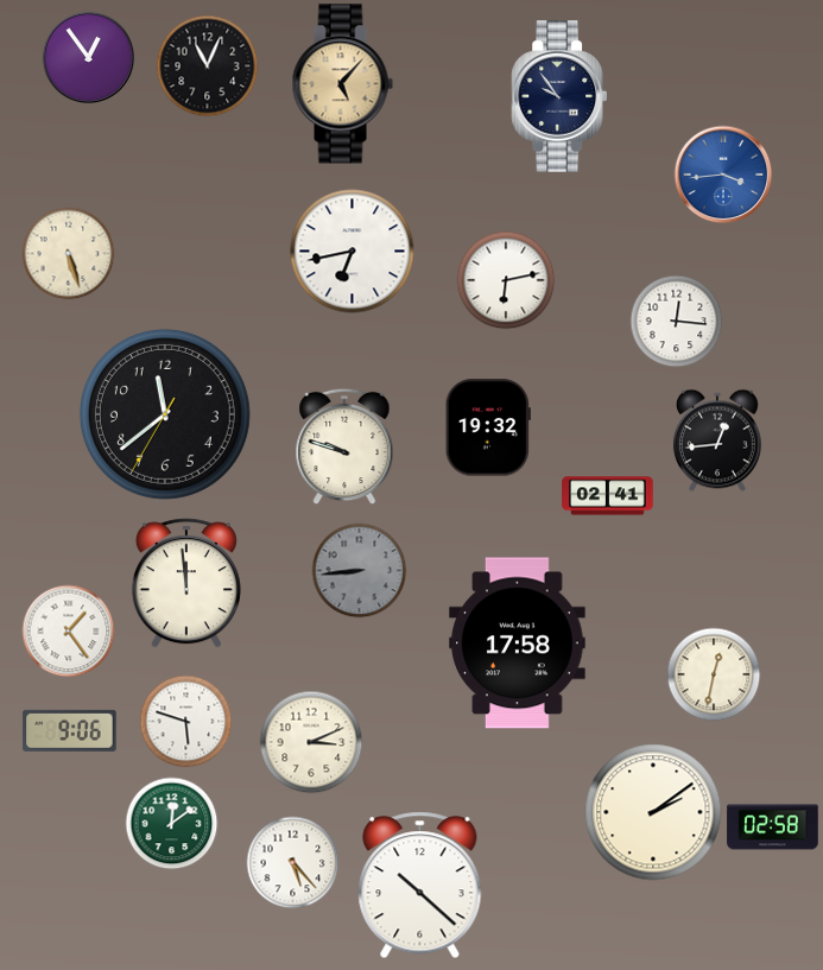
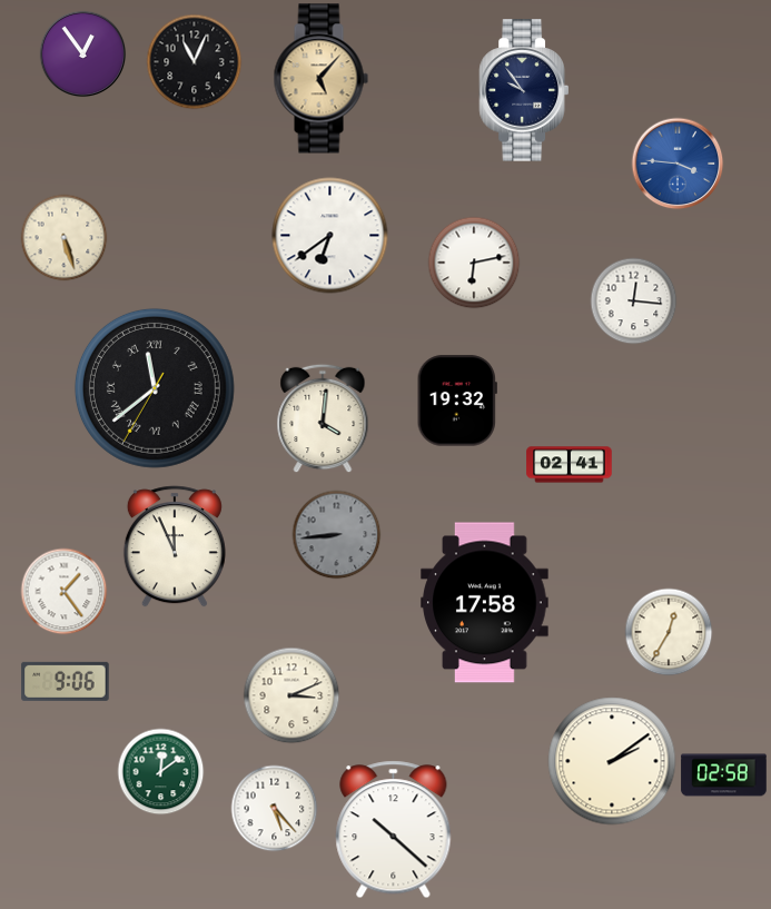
clock at (723, 175): 3:44 -> 3:46
clock at (353, 252): 6:43 -> 6:39
clock at (165, 414) numerals: Arabic -> Roman
clock at (717, 440): 12:44 -> none
clock at (344, 446): 9:48 -> 4:01
clock at (186, 583): 11:59 -> 11:56
clock at (714, 674): 12:32 -> 12:35
clock at (185, 721): 5:48 -> none
clock at (70, 730) position: (70, 730) -> (66, 681)
